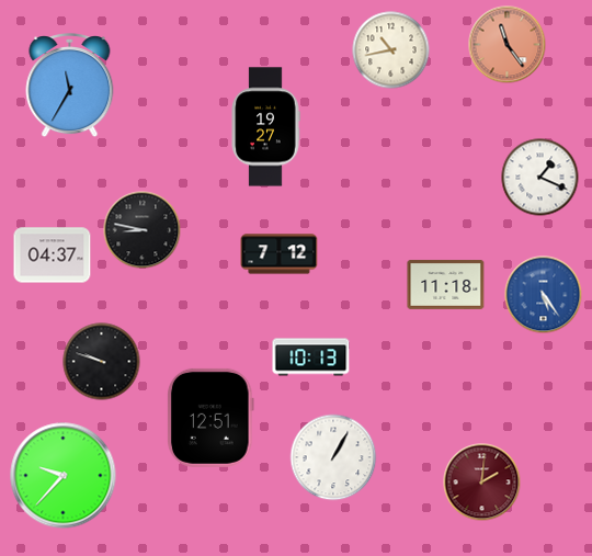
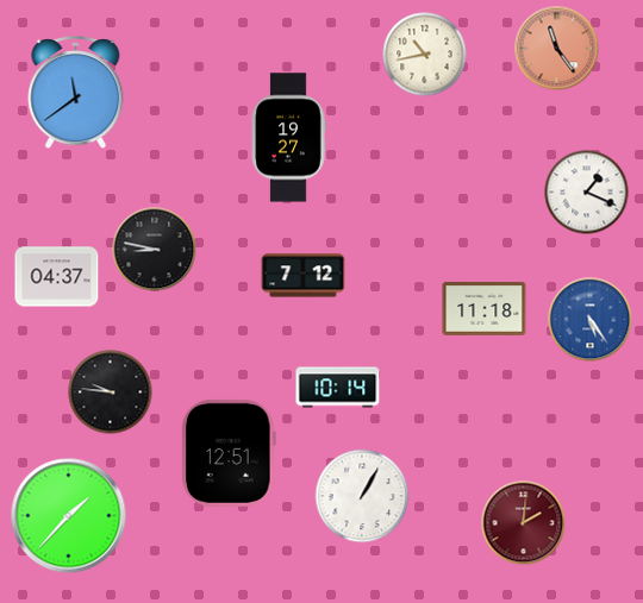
clock at (508, 45) position: (508, 45) -> (557, 49)
clock at (70, 87): 11:35 -> 11:39
clock at (311, 358): 10:13 -> 10:14
clock at (102, 362): 9:48 -> 9:46
clock at (64, 476): 9:37 -> 1:37
